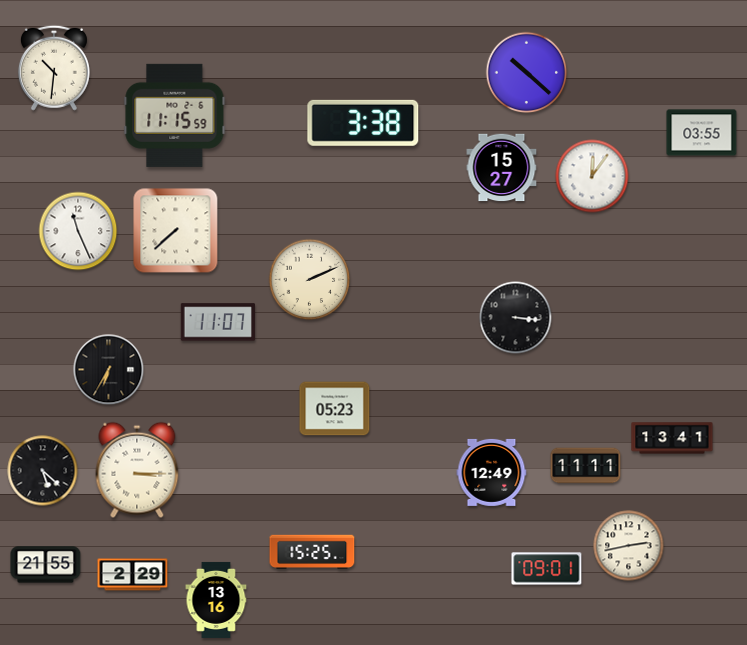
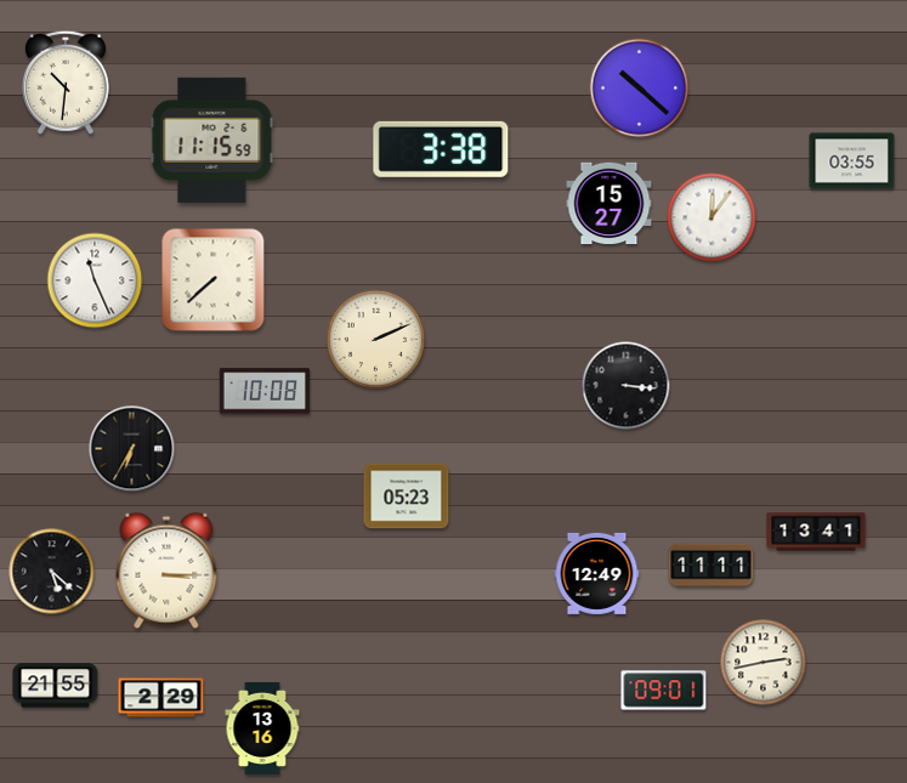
clock at (592, 176) position: (592, 176) -> (712, 217)
clock at (218, 322): 11:07 -> 10:08
clock at (312, 552): 15:25 -> none
